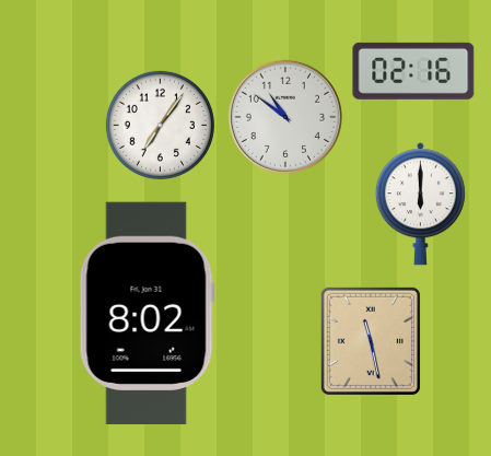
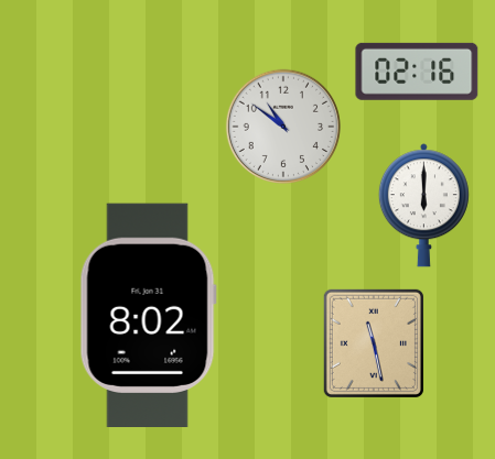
clock at (285, 116) position: (285, 116) -> (283, 125)
clock at (160, 125): 7:06 -> none
